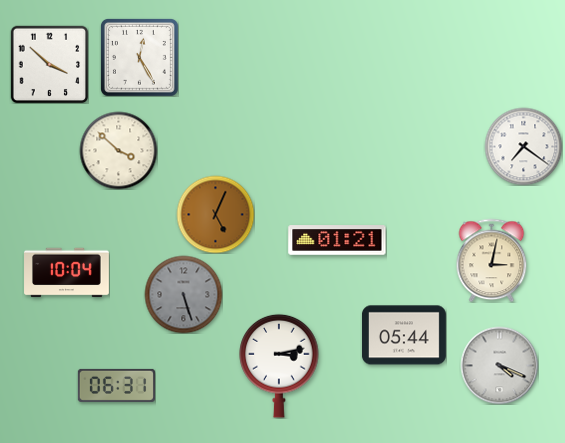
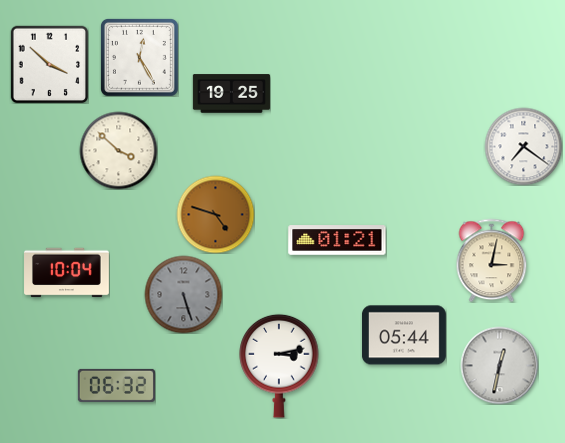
clock at (231, 94): none -> 19:25
clock at (215, 214): 5:04 -> 4:48
clock at (499, 365): 4:19 -> 12:32
clock at (116, 385): 06:31 -> 06:32
